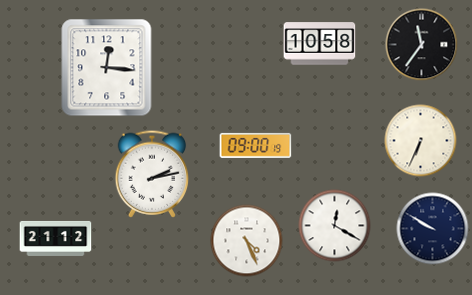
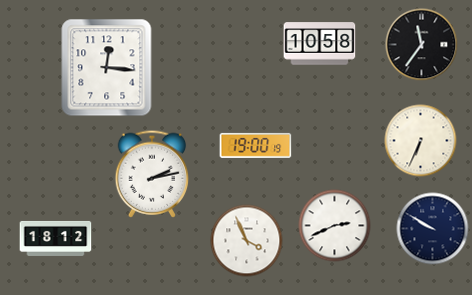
clock at (256, 145): 09:00 -> 19:00
clock at (335, 226): 12:20 -> 2:41
clock at (56, 238): 21:12 -> 18:12
clock at (247, 241): 4:26 -> 3:56
